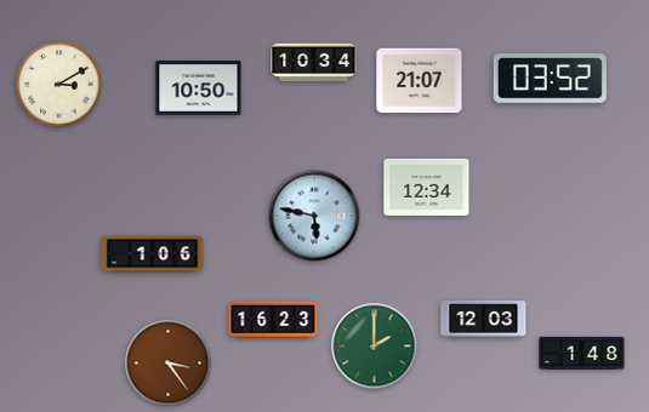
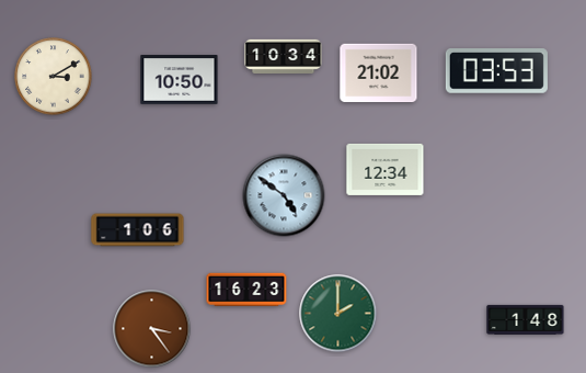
clock at (550, 79): 03:52 -> 03:53
clock at (420, 81): 21:07 -> 21:02
clock at (314, 216): 5:47 -> 4:51
clock at (484, 320): 12:03 -> none
